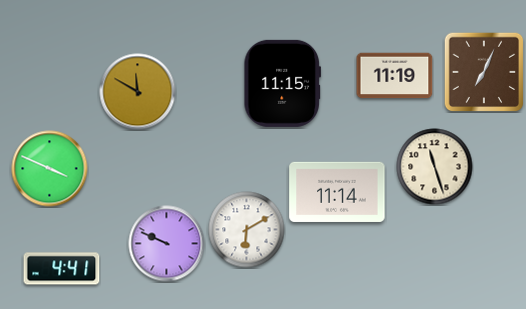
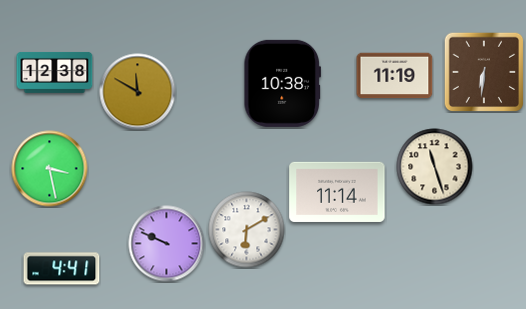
clock at (55, 72): none -> 12:38
clock at (484, 72): 7:04 -> 6:31
clock at (282, 83): 11:15 -> 10:38
clock at (50, 169): 3:49 -> 3:28
